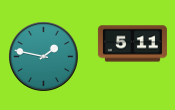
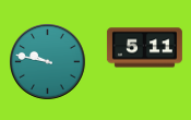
clock at (44, 57): 1:47 -> 9:47
